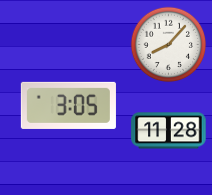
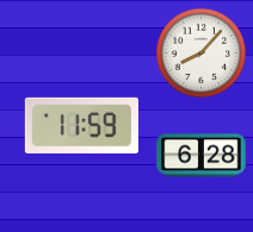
clock at (68, 105): 3:05 -> 11:59
clock at (169, 131): 11:28 -> 6:28
